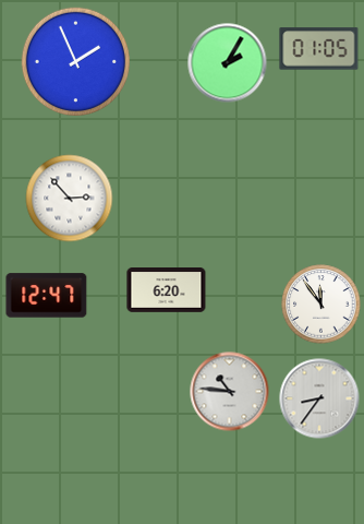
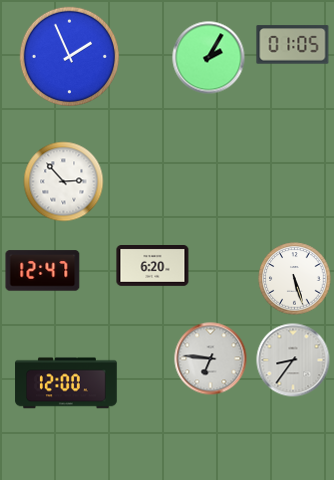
clock at (321, 305): 11:54 -> 5:27
clock at (230, 392): 10:46 -> 6:46
clock at (319, 398) position: (319, 398) -> (293, 360)
clock at (66, 383): none -> 12:00
